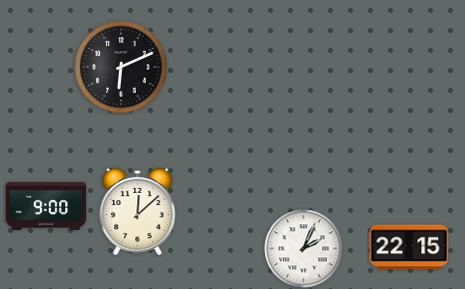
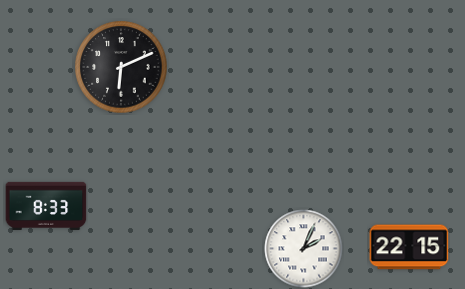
clock at (46, 206): 9:00 -> 8:33
clock at (138, 211): 12:08 -> none
